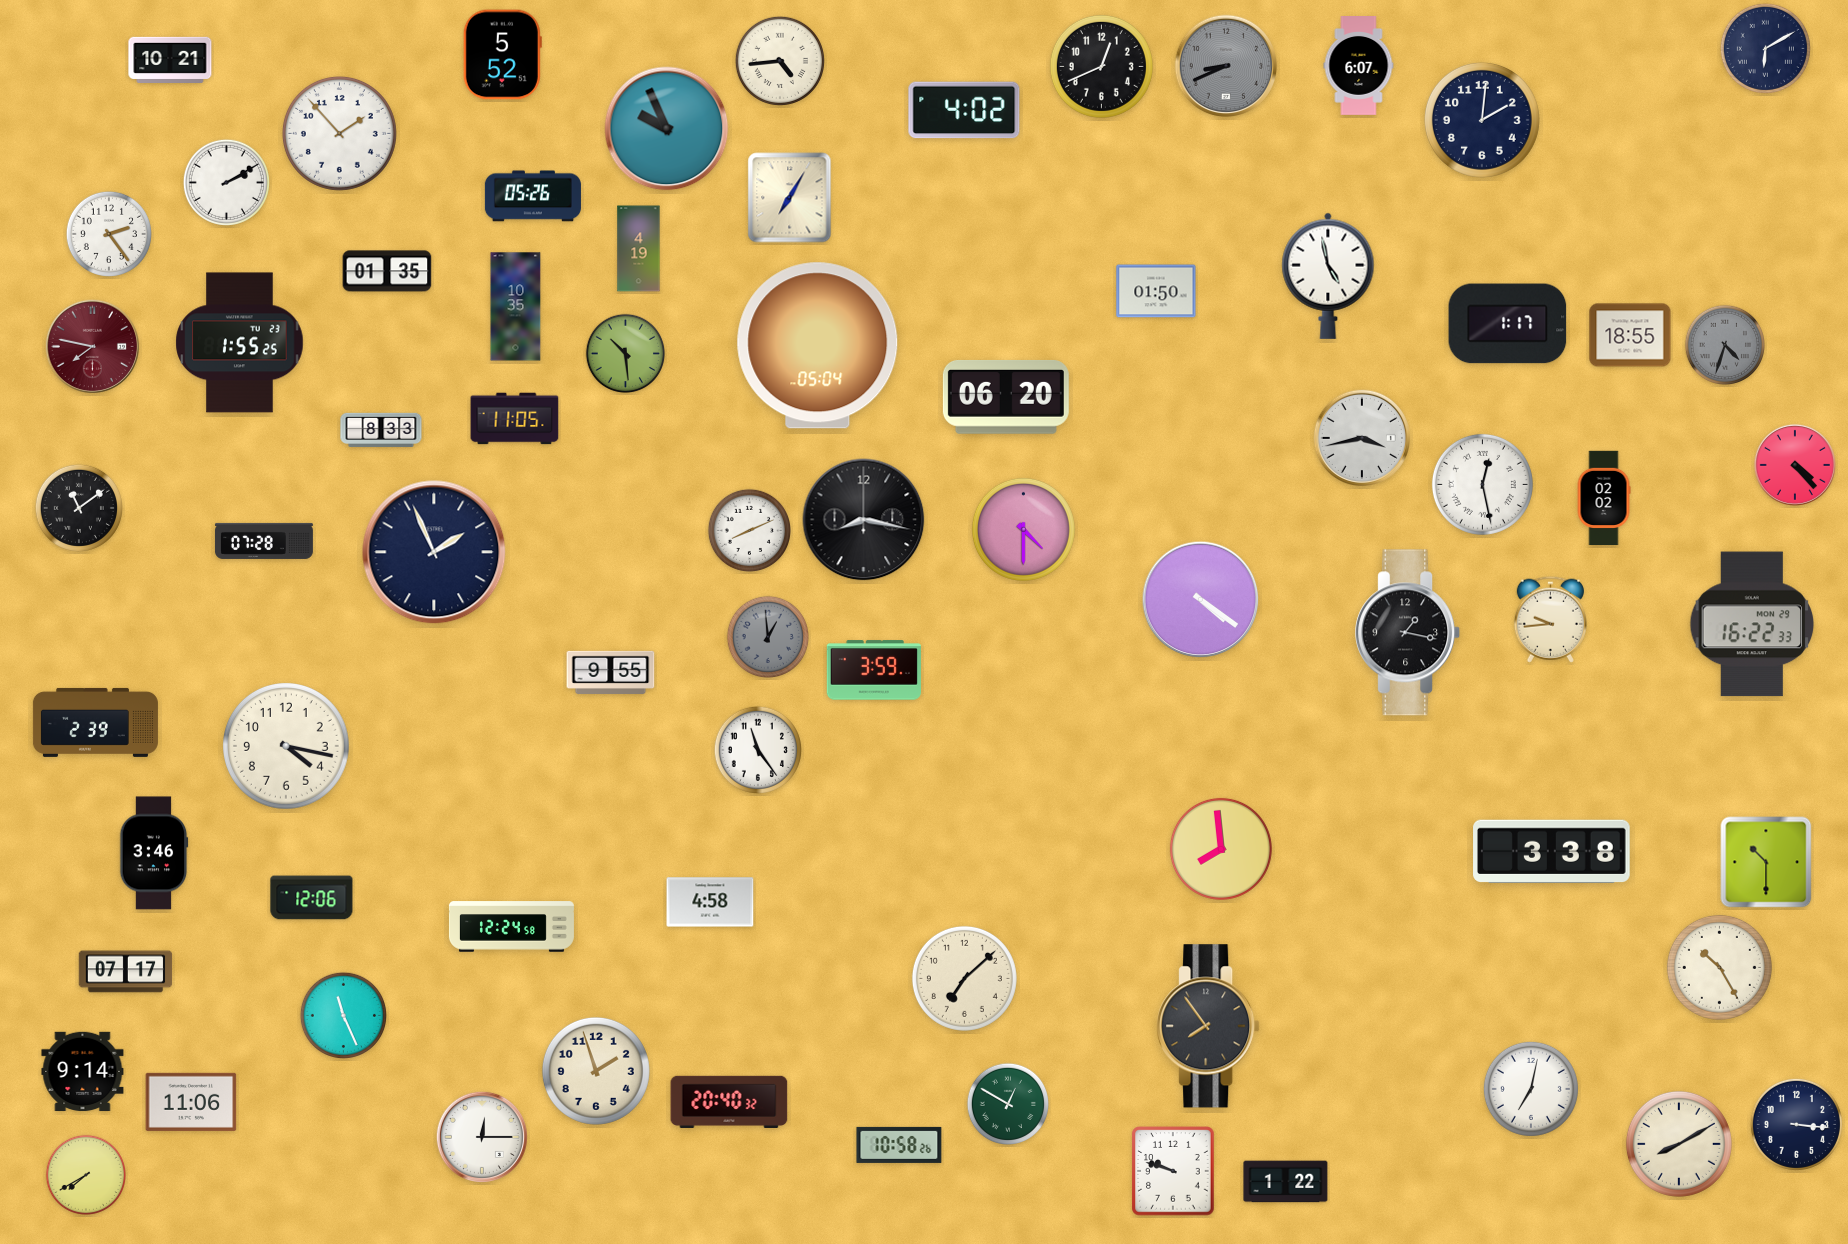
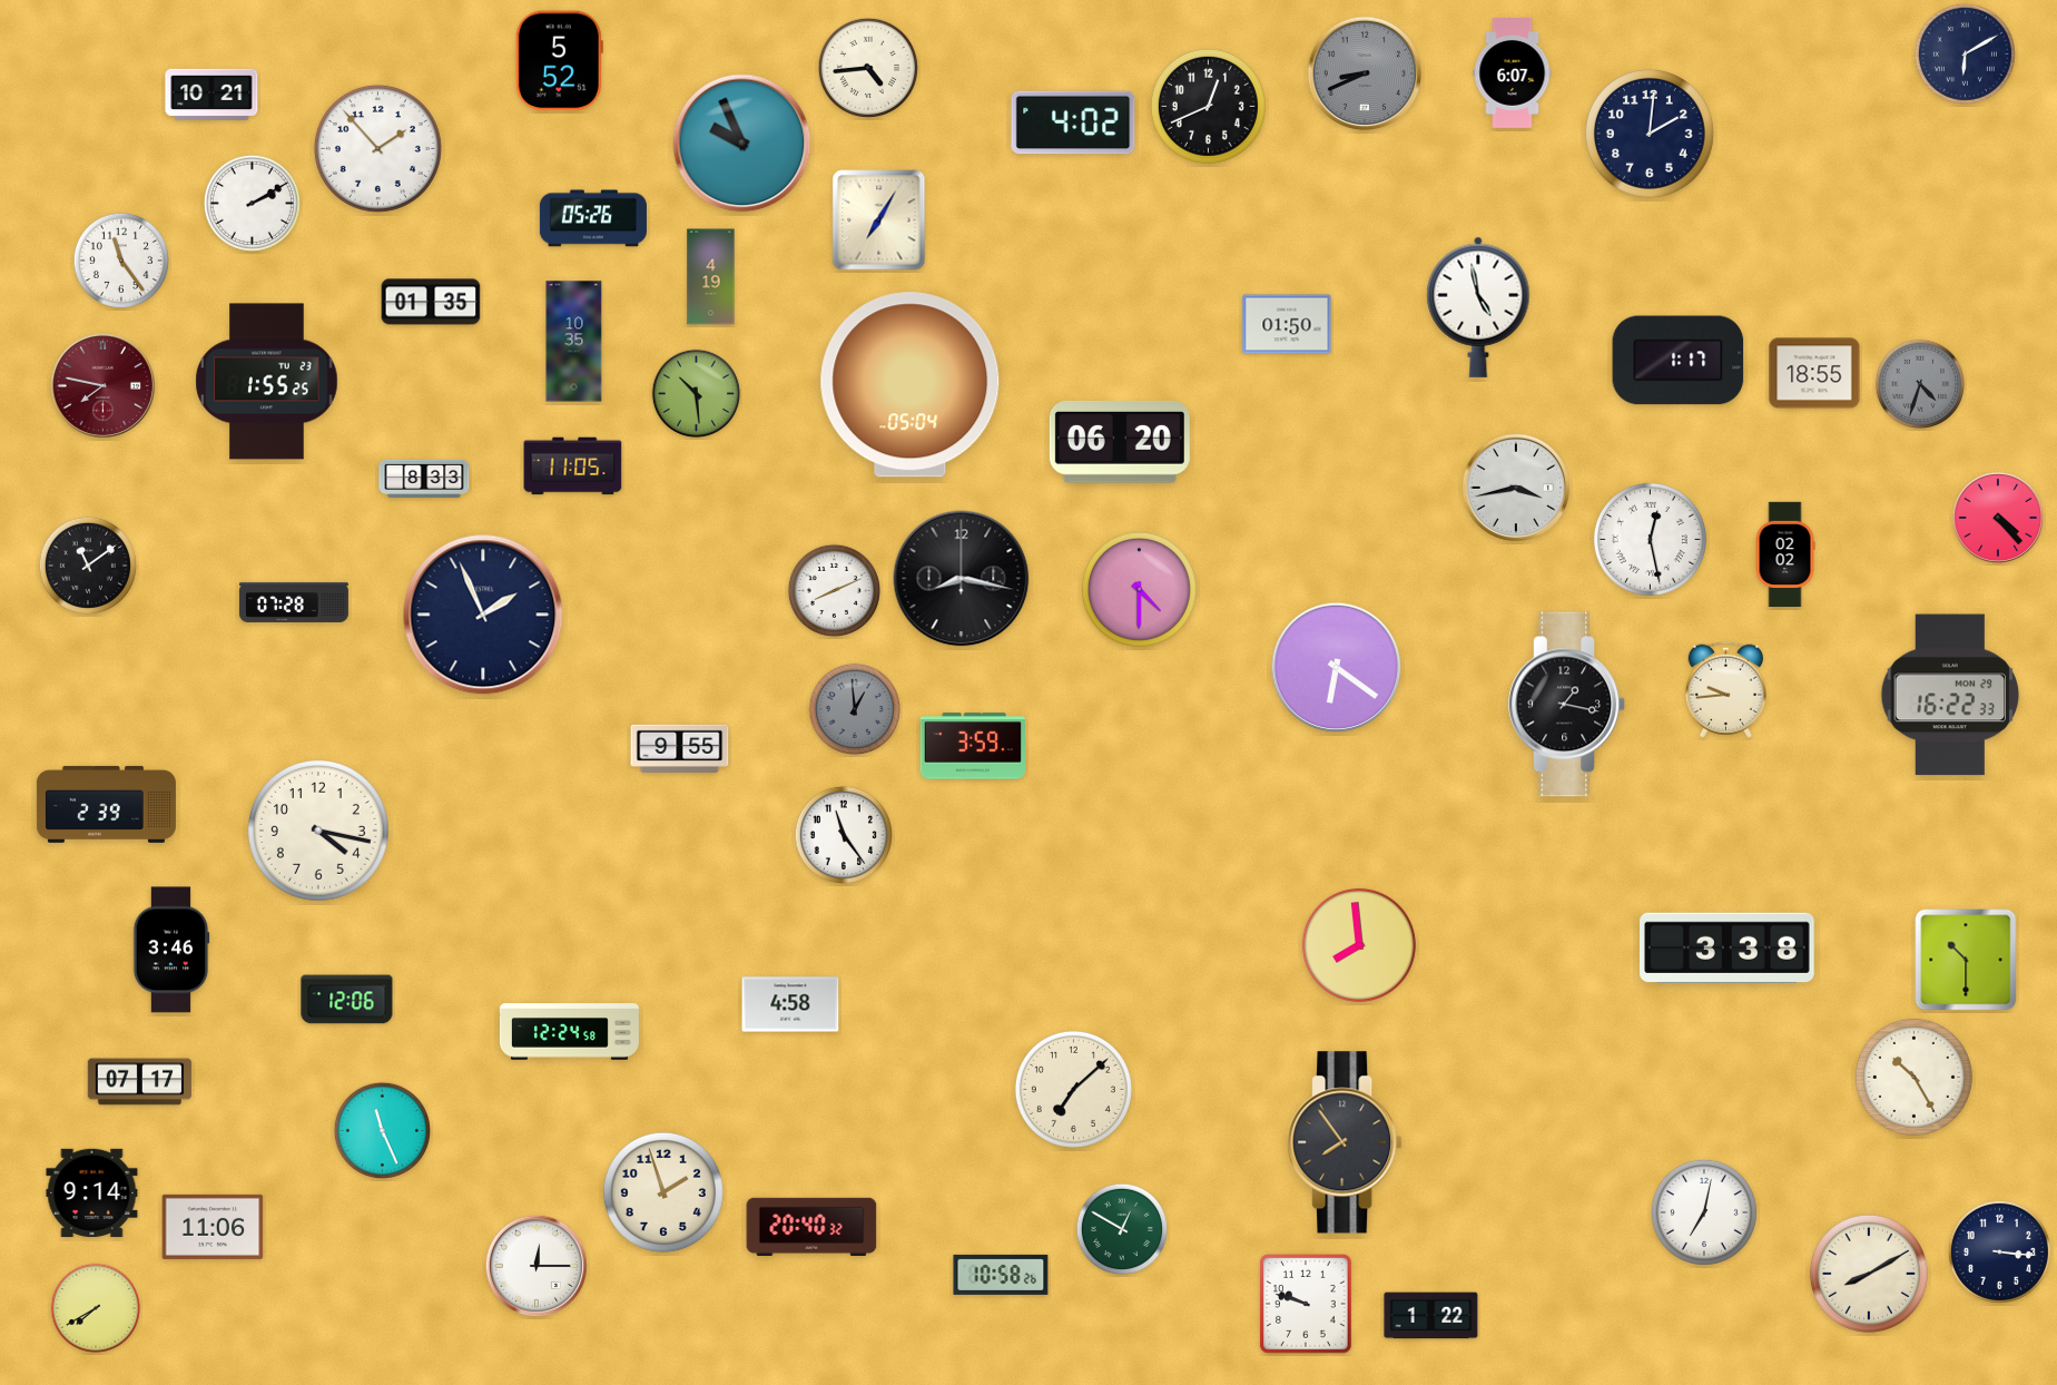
clock at (170, 59) position: (170, 59) -> (211, 94)
clock at (1101, 66) position: (1101, 66) -> (1208, 106)
clock at (108, 233): 2:24 -> 11:24
clock at (1201, 600): 4:21 -> 6:21
